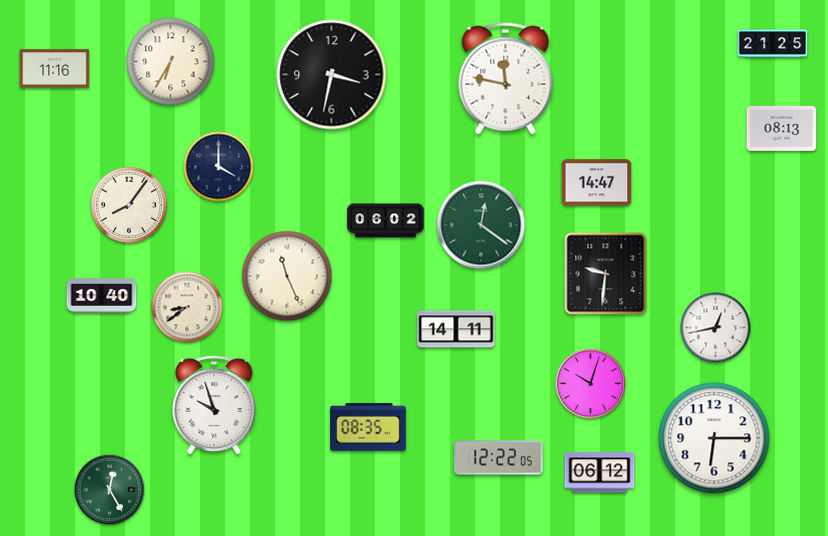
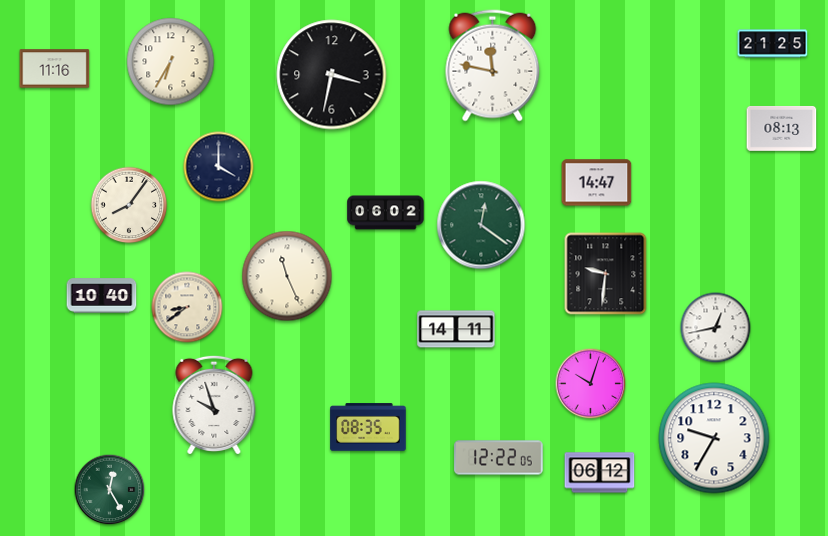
clock at (506, 79) position: (506, 79) -> (493, 66)
clock at (386, 221) position: (386, 221) -> (386, 213)
clock at (714, 438): 6:15 -> 9:35
